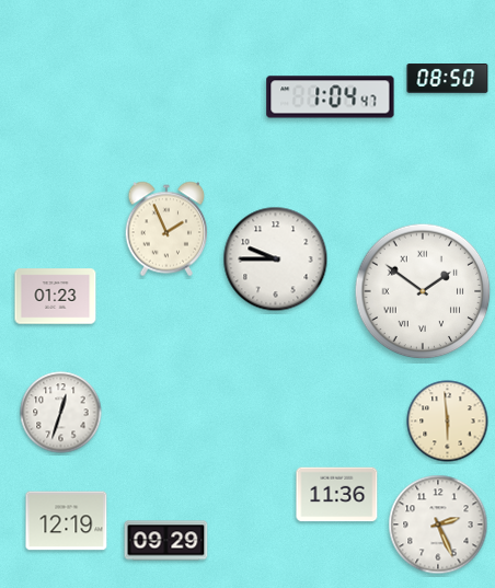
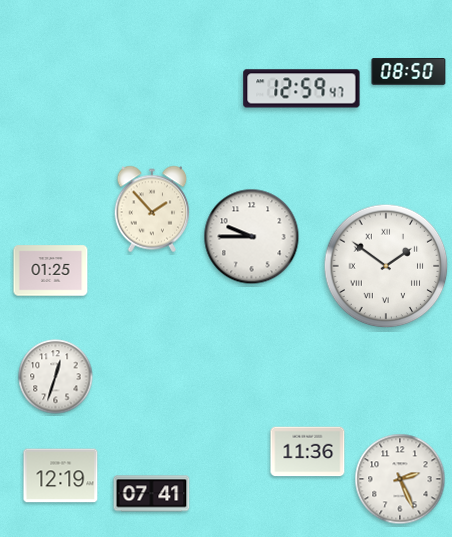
clock at (331, 97): 1:04 -> 12:59
clock at (166, 229): 1:56 -> 1:53
clock at (56, 297): 01:23 -> 01:25
clock at (448, 422): 5:59 -> none
clock at (166, 541): 09:29 -> 07:41
